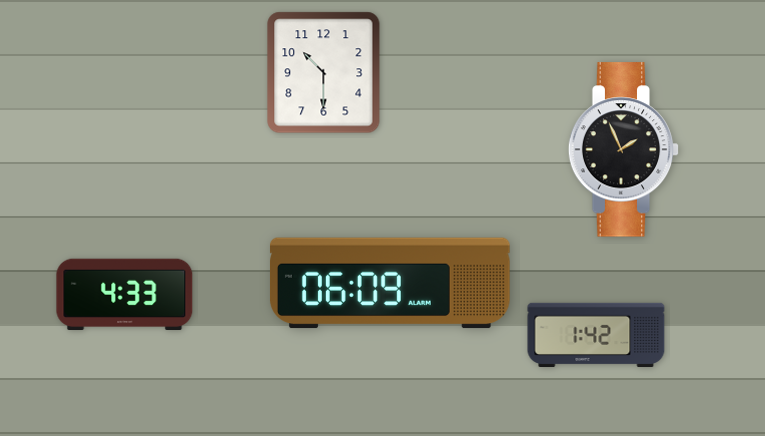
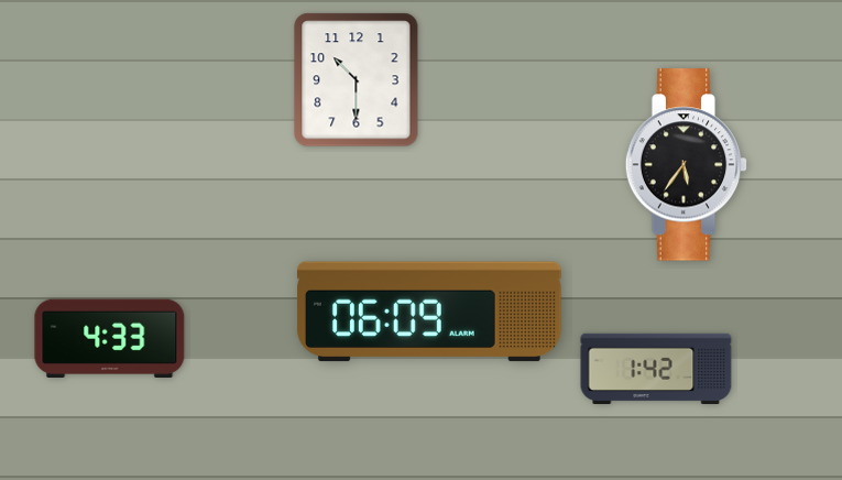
clock at (624, 150): 1:56 -> 5:36
clock at (125, 294) position: (125, 294) -> (110, 338)
